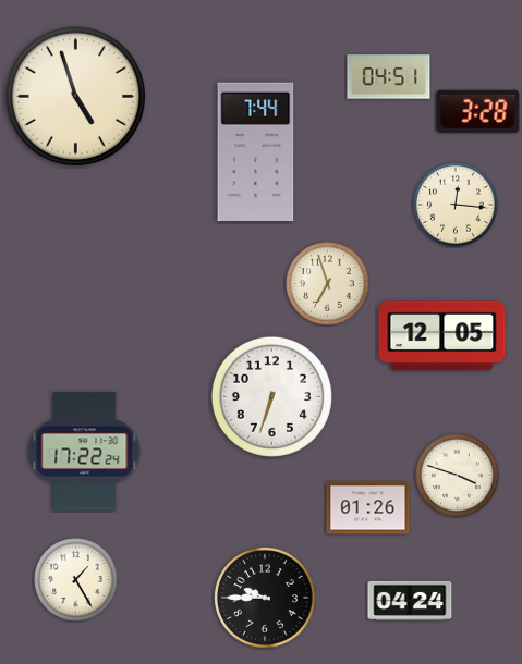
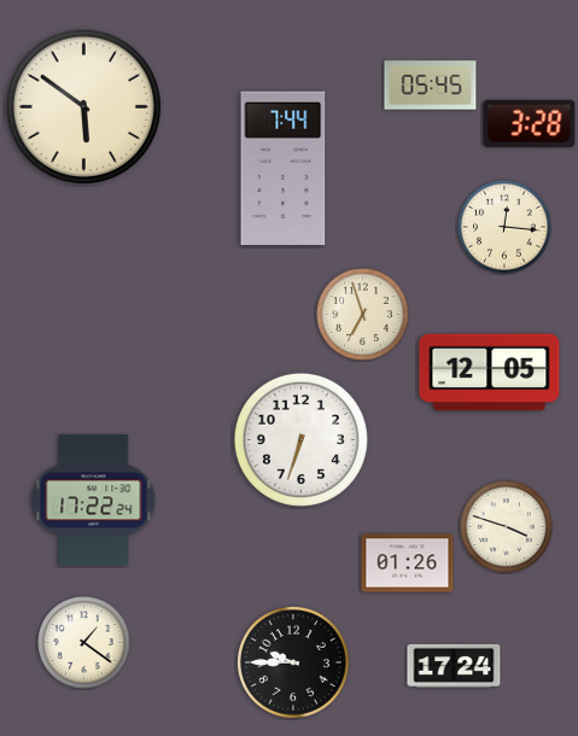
clock at (389, 77): 04:51 -> 05:45
clock at (75, 96): 4:57 -> 5:51
clock at (76, 580): 1:25 -> 1:21
clock at (410, 601): 04:24 -> 17:24
